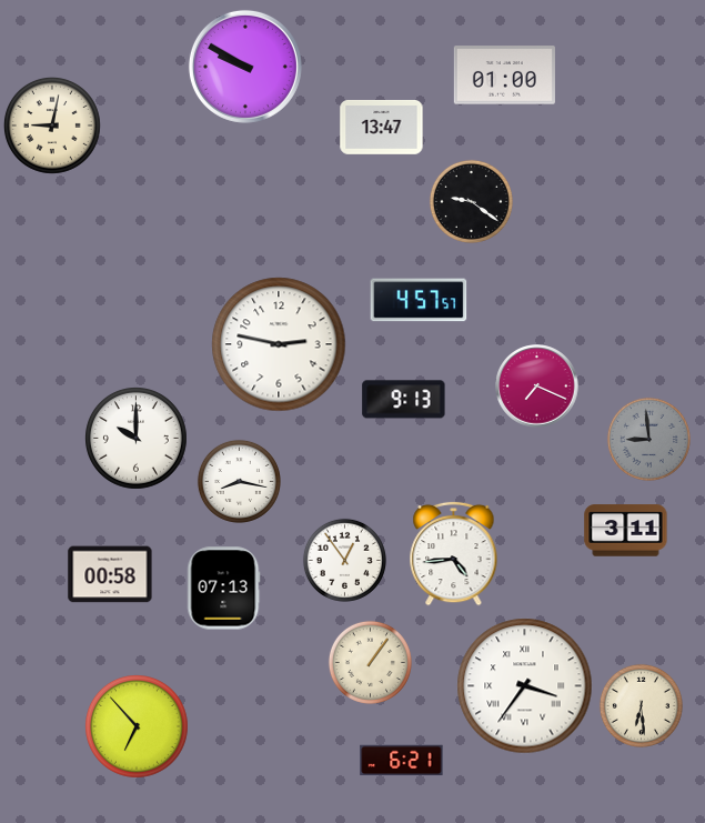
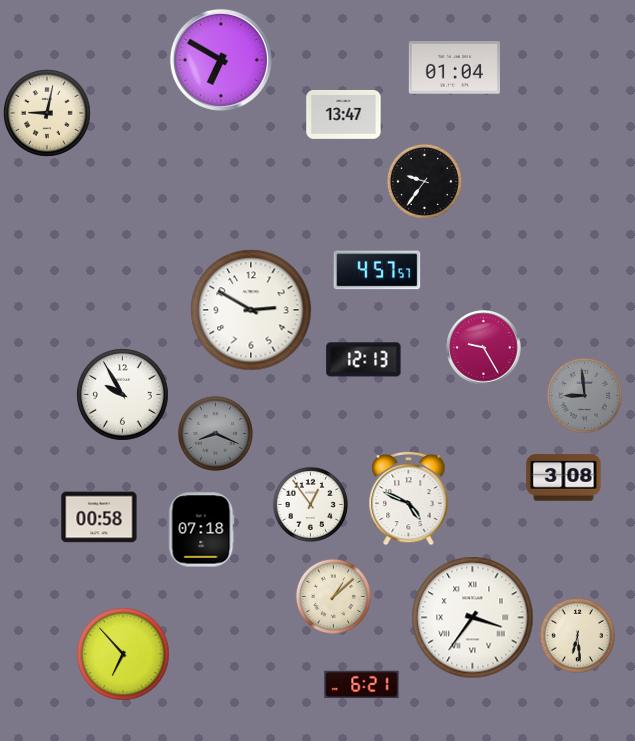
clock at (245, 67): 9:50 -> 6:50
clock at (504, 76): 01:00 -> 01:04
clock at (471, 201): 9:21 -> 9:36
clock at (279, 344): 2:47 -> 2:50
clock at (537, 387): 7:19 -> 9:25
clock at (404, 400): 9:13 -> 12:13
clock at (137, 439): 10:00 -> 9:55
clock at (239, 481): 8:17 -> 8:19
clock at (239, 481) dial: white -> grey
clock at (626, 531): 3:11 -> 3:08
clock at (454, 553): 4:44 -> 4:49
clock at (223, 589): 07:13 -> 07:18
clock at (370, 662): 1:06 -> 1:08
